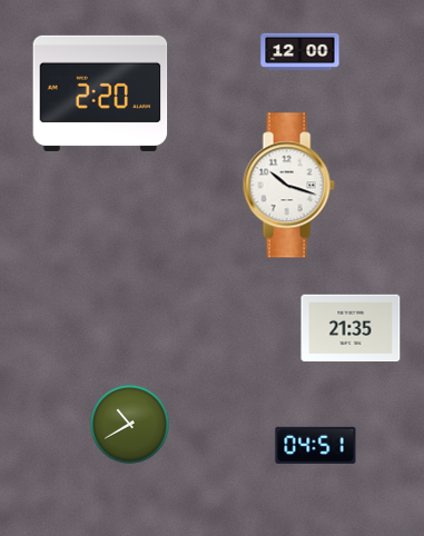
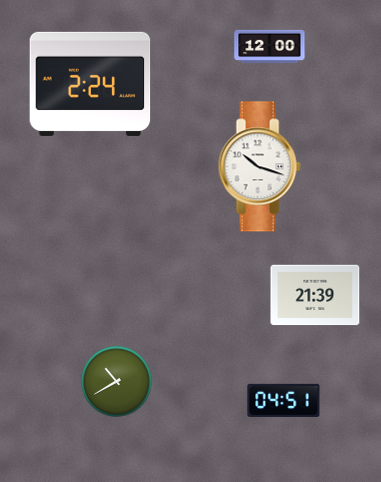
clock at (100, 93): 2:20 -> 2:24
clock at (351, 328): 21:35 -> 21:39
